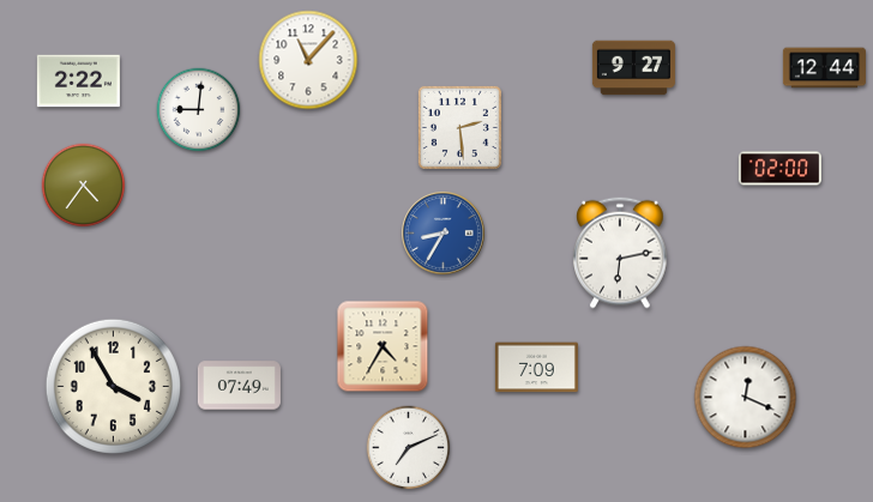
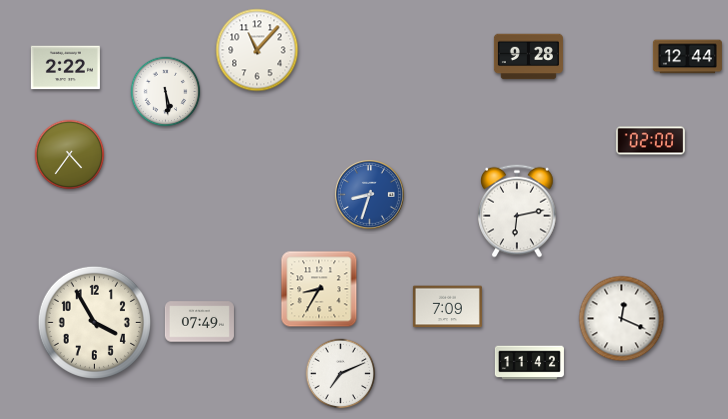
clock at (633, 68): 9:27 -> 9:28
clock at (199, 110): 9:01 -> 5:29
clock at (459, 127): 2:29 -> none
clock at (444, 234): 8:35 -> 8:33
clock at (383, 346): 4:35 -> 8:35
clock at (746, 398) position: (746, 398) -> (622, 319)
clock at (529, 363): none -> 11:42
